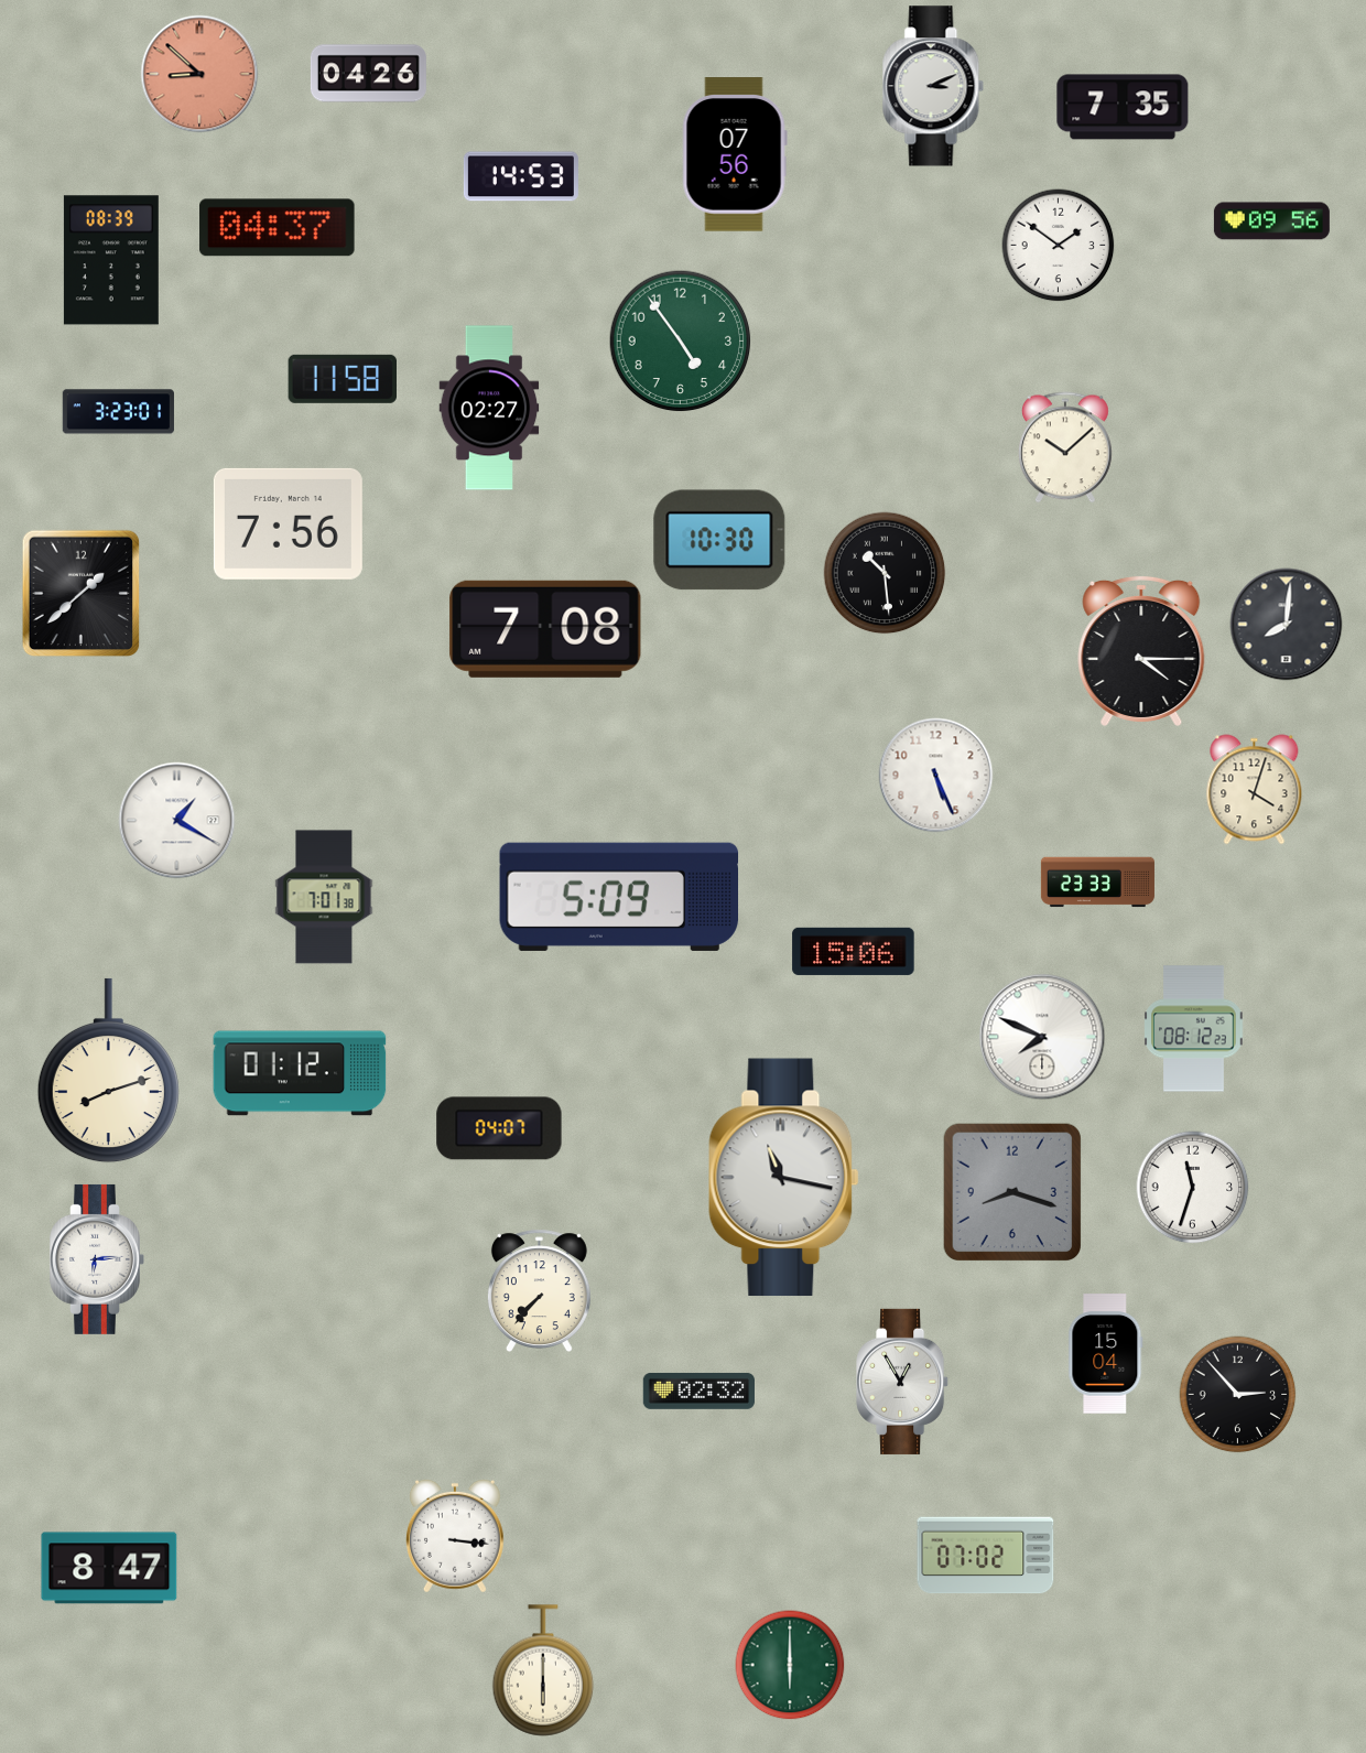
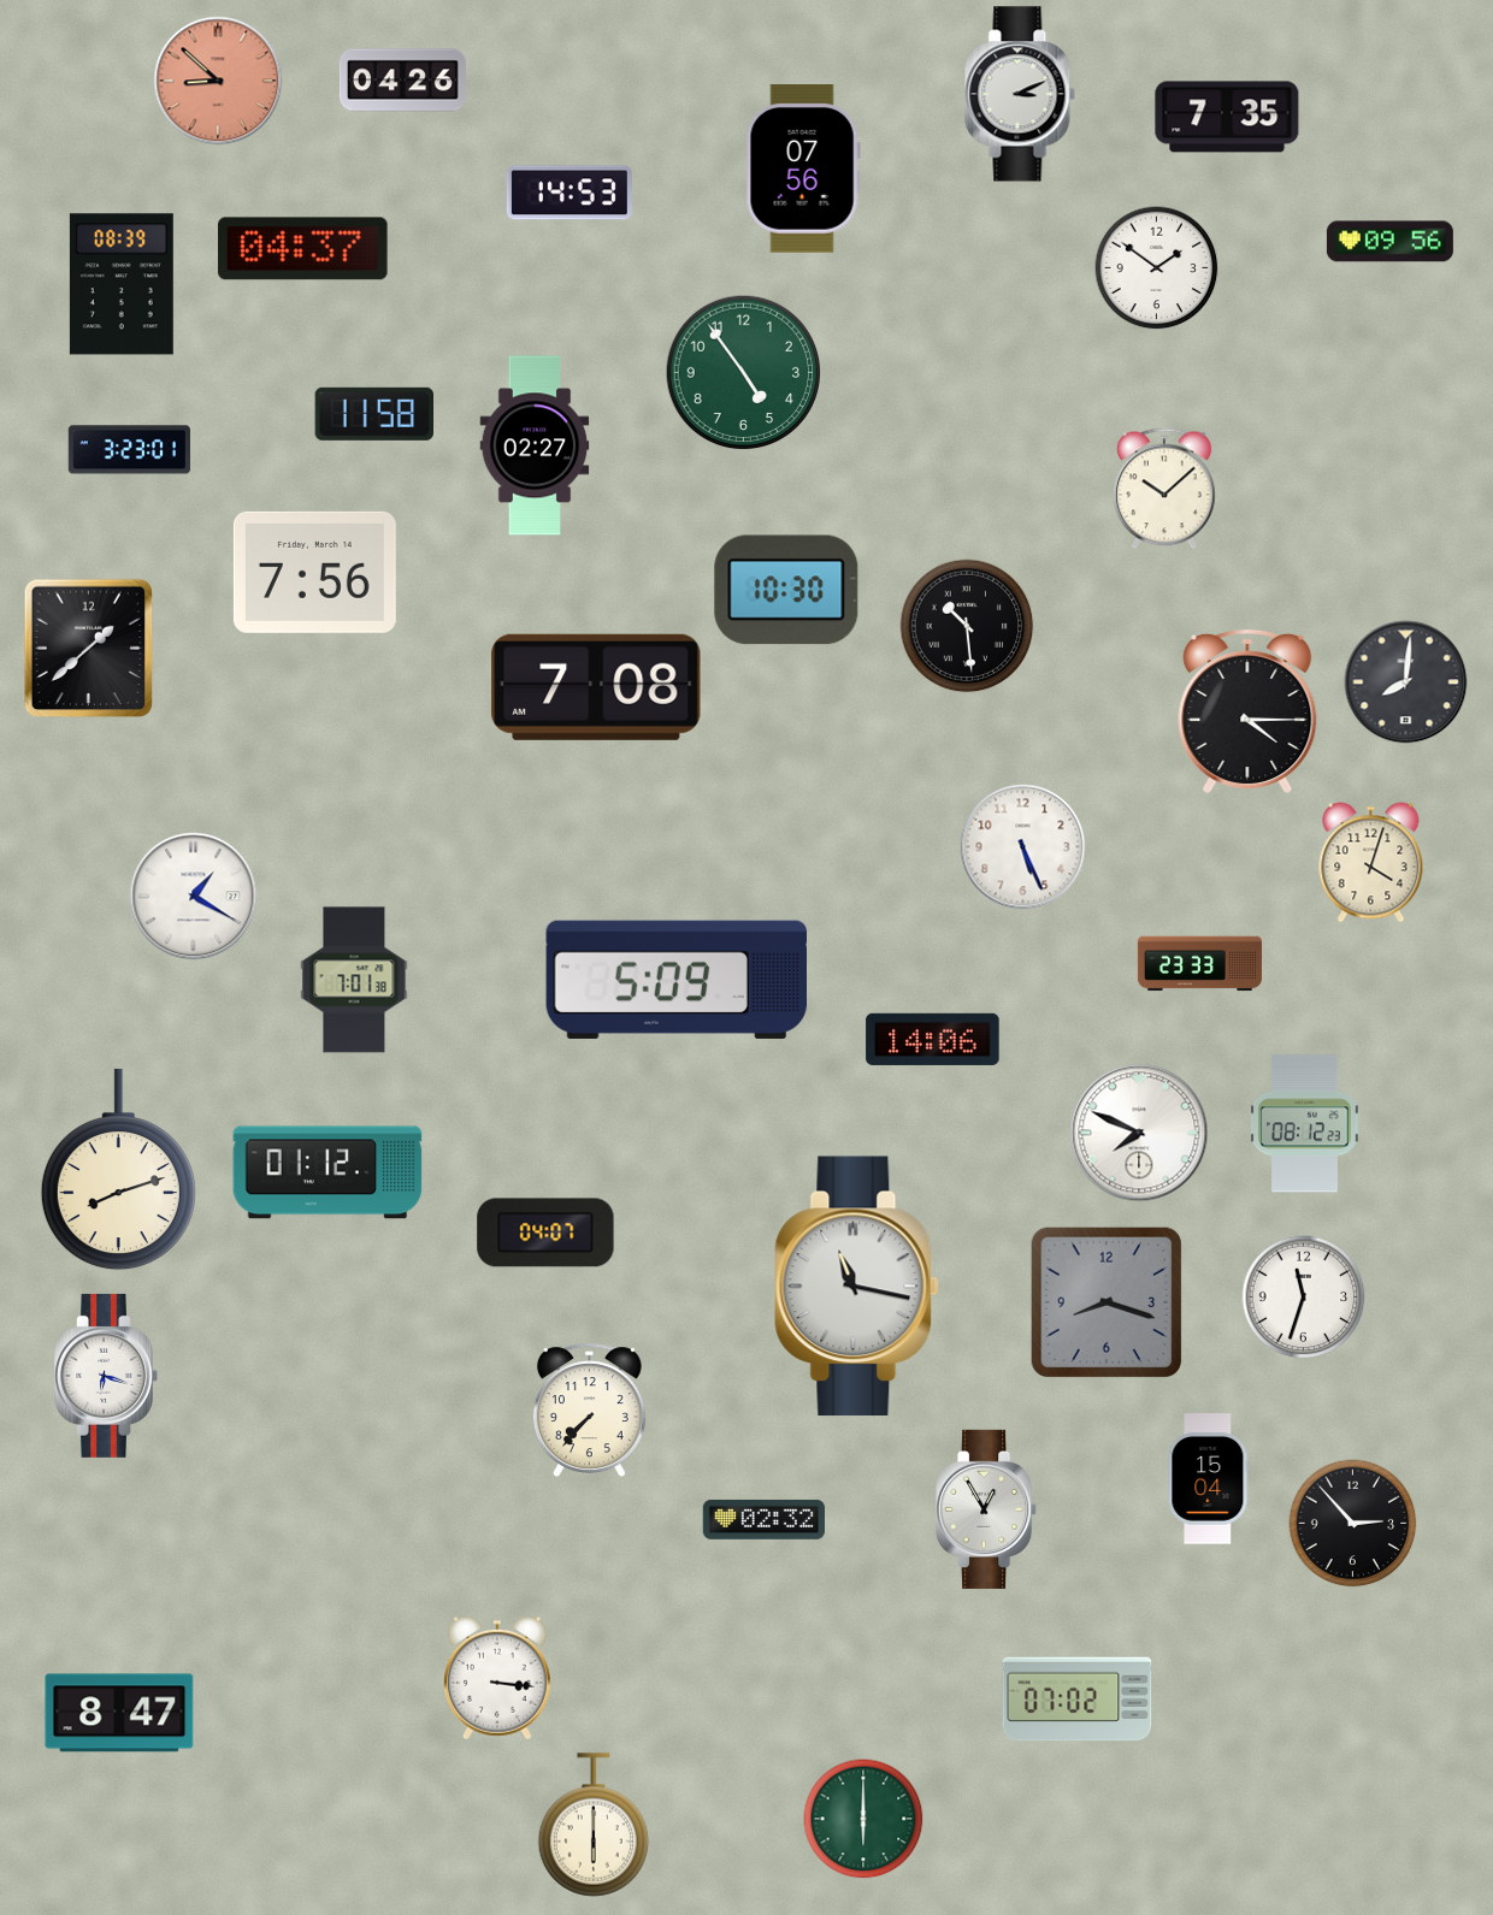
clock at (854, 951): 15:06 -> 14:06
clock at (97, 1259): 6:14 -> 6:18
